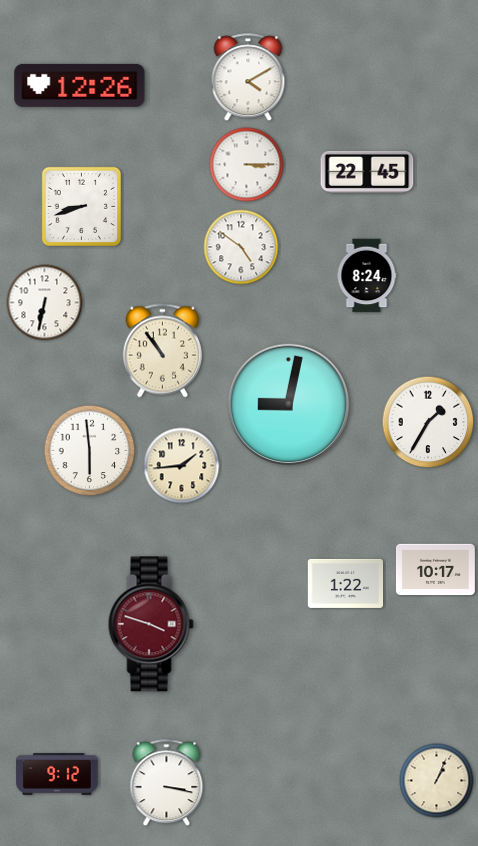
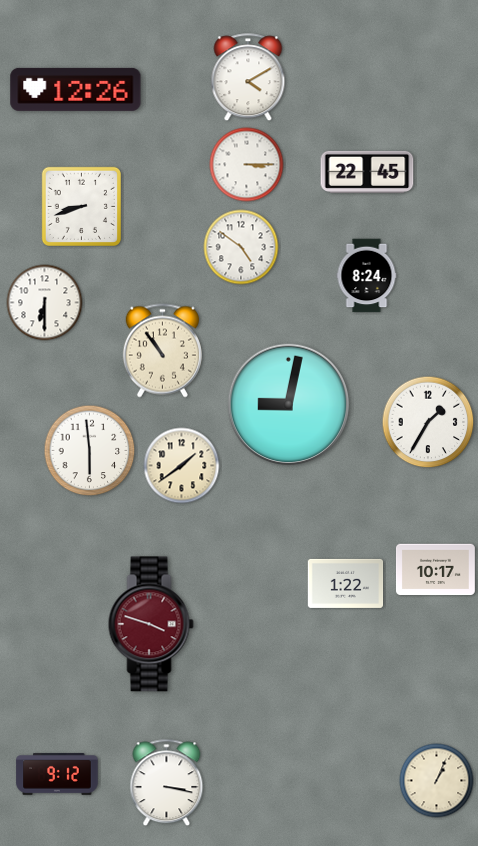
clock at (80, 85) position: (80, 85) -> (76, 89)
clock at (45, 303): 6:32 -> 6:30
clock at (182, 466): 1:44 -> 1:39
